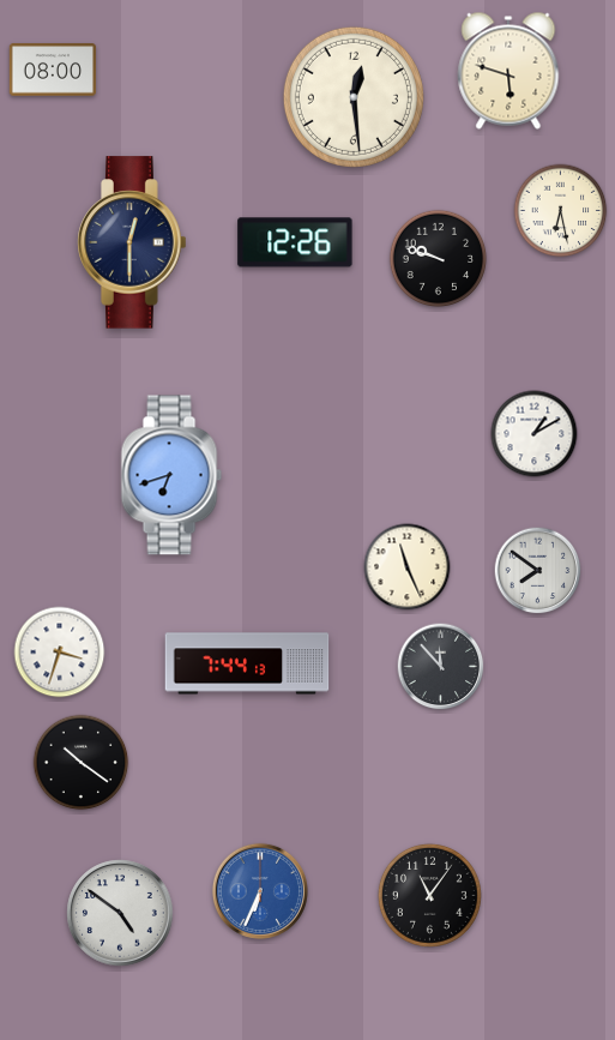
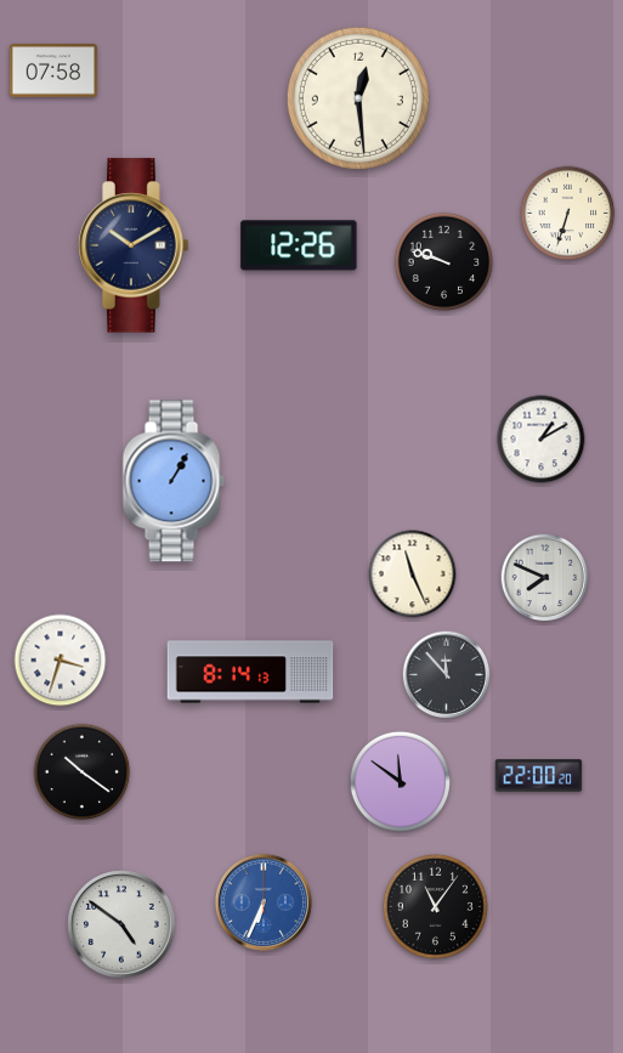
clock at (53, 70): 08:00 -> 07:58
clock at (508, 71): 5:48 -> none
clock at (561, 211): 6:28 -> 6:33
clock at (132, 242): 12:30 -> 10:10
clock at (171, 475): 6:42 -> 1:05
clock at (538, 571): 7:51 -> 7:49
clock at (247, 663): 7:44 -> 8:14
clock at (539, 776): none -> 22:00
clock at (400, 781): none -> 11:51
